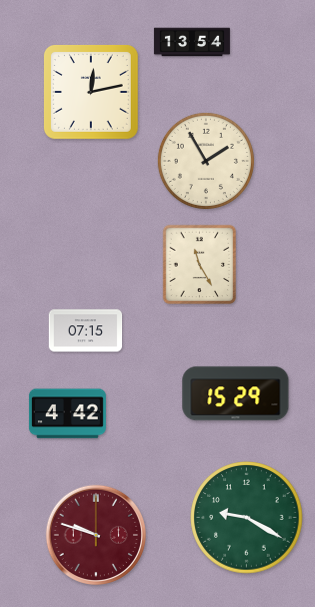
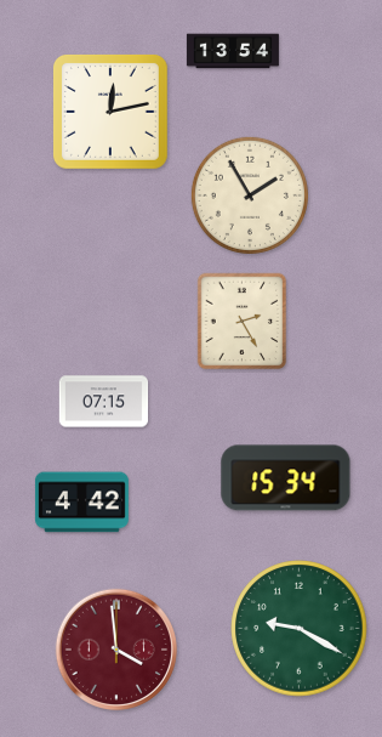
clock at (200, 265): 11:25 -> 2:25
clock at (236, 394): 15:29 -> 15:34
clock at (95, 534): 9:48 -> 3:59
